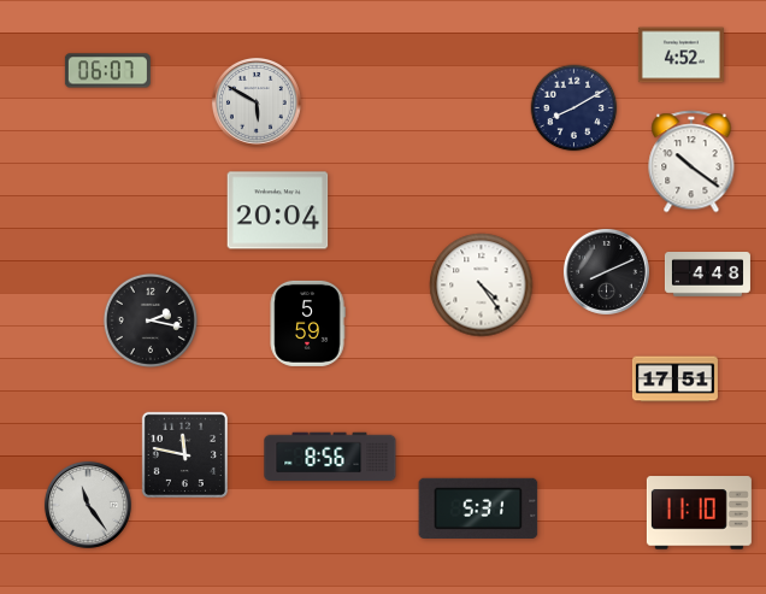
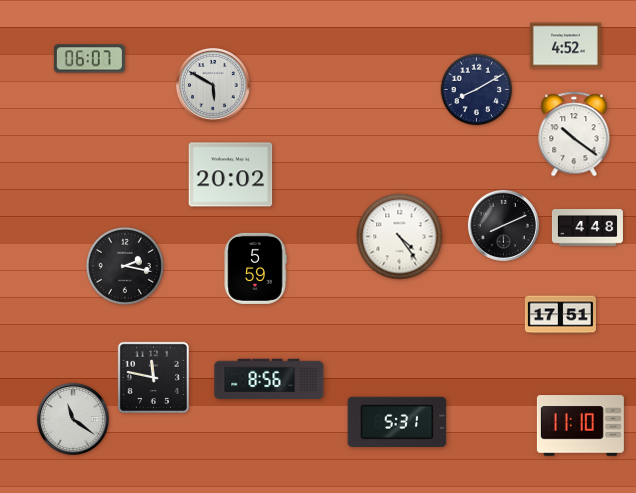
clock at (278, 211): 20:04 -> 20:02
clock at (330, 457) position: (330, 457) -> (269, 379)
clock at (88, 505): 11:24 -> 11:21
